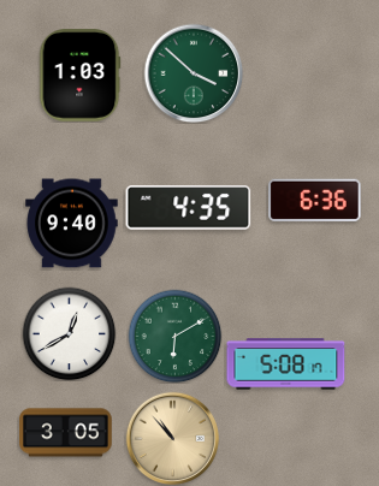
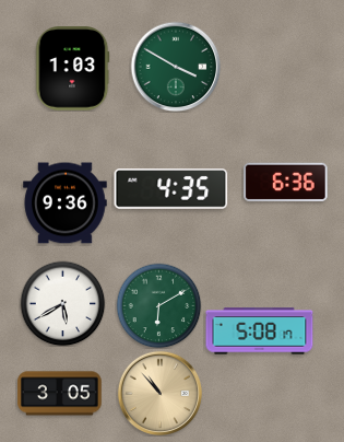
clock at (194, 73): 3:52 -> 3:50
clock at (72, 224): 9:40 -> 9:36
clock at (69, 333): 12:40 -> 5:40
clock at (172, 438) position: (172, 438) -> (159, 393)
